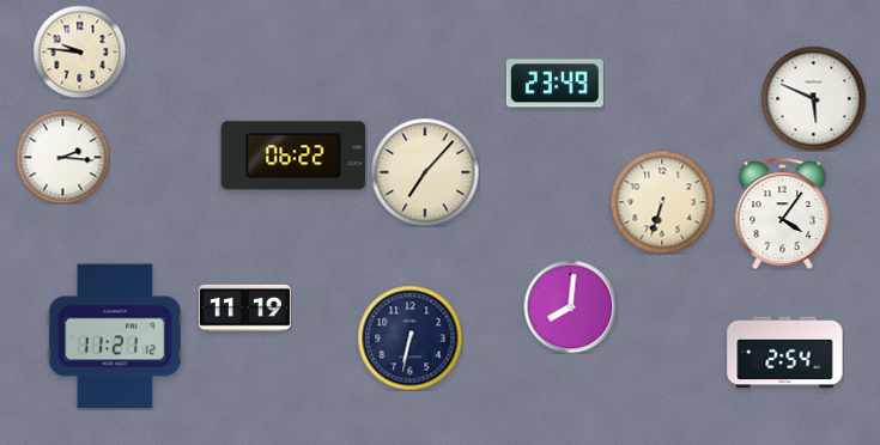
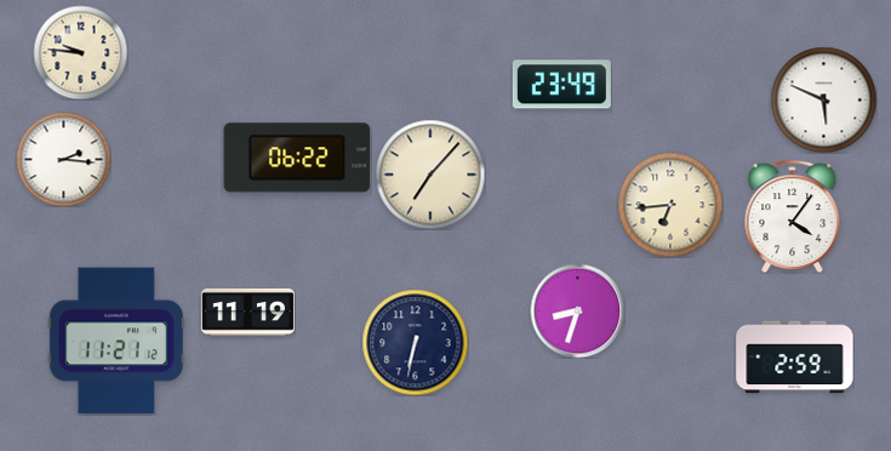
clock at (662, 202): 6:33 -> 6:44
clock at (570, 306): 8:01 -> 8:33
clock at (785, 353): 2:54 -> 2:59
